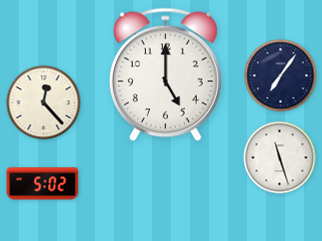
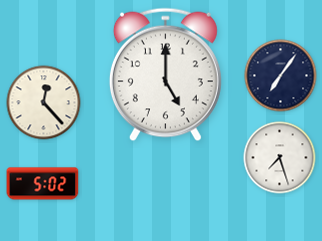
clock at (280, 158): 11:27 -> 7:27
